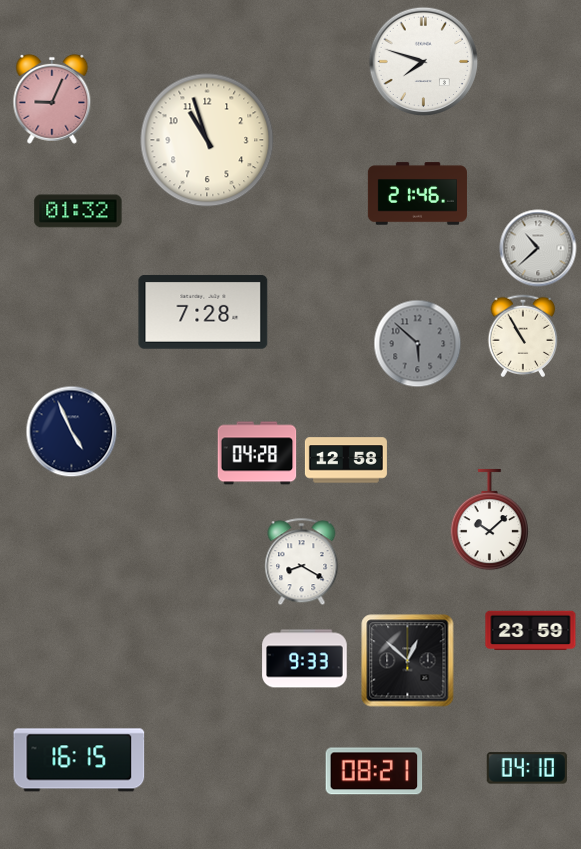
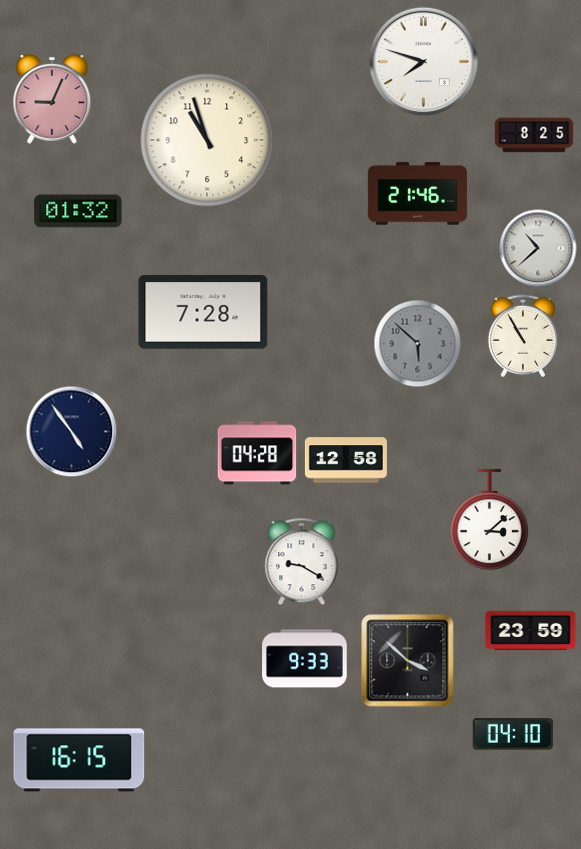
clock at (534, 135): none -> 8:25
clock at (72, 432): 4:56 -> 4:54
clock at (489, 520): 10:08 -> 3:08
clock at (302, 562): 8:20 -> 9:20
clock at (408, 661): 12:52 -> 3:52
clock at (527, 768) position: (527, 768) -> (513, 734)
clock at (374, 771): 08:21 -> none
